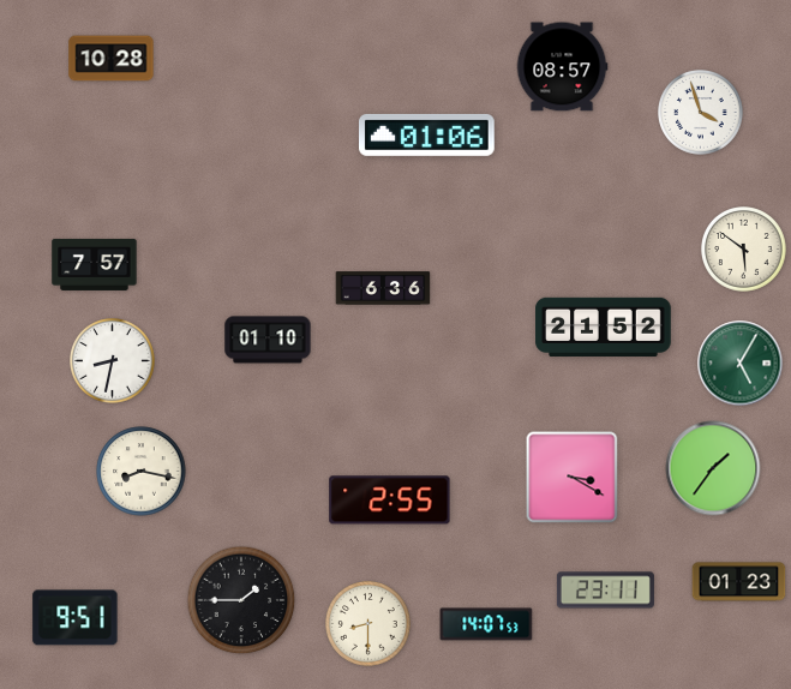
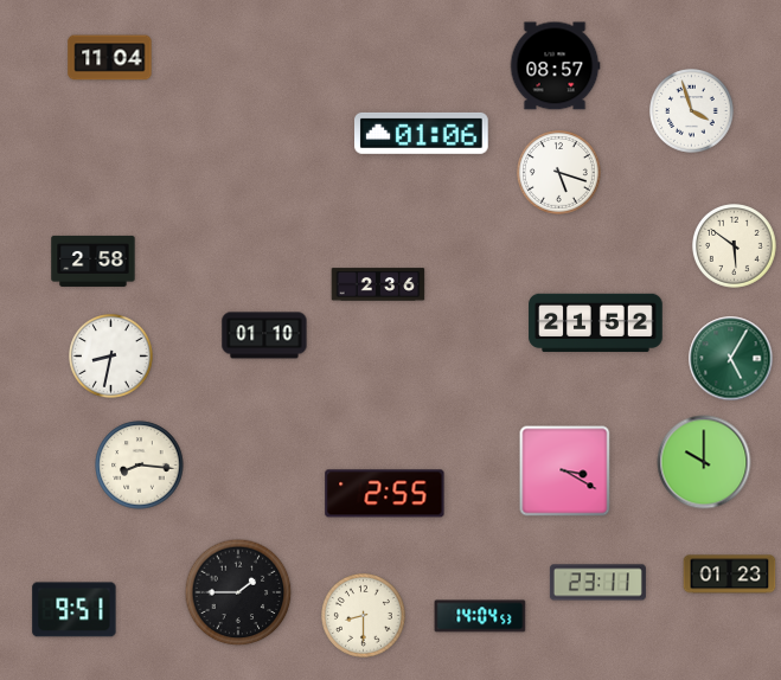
clock at (112, 59): 10:28 -> 11:04
clock at (559, 173): none -> 5:18
clock at (95, 264): 7:57 -> 2:58
clock at (383, 288): 6:36 -> 2:36
clock at (713, 468): 1:36 -> 10:00
clock at (142, 472): 8:17 -> 8:16
clock at (486, 624): 14:07 -> 14:04
